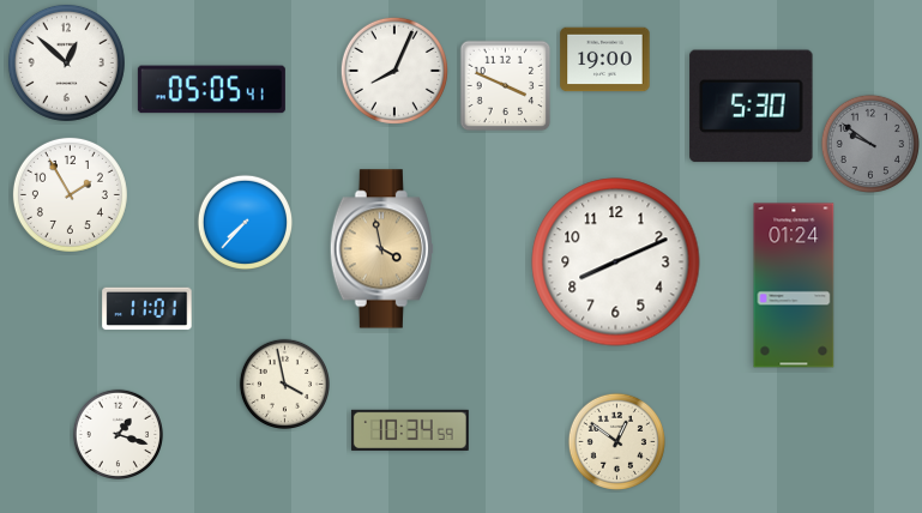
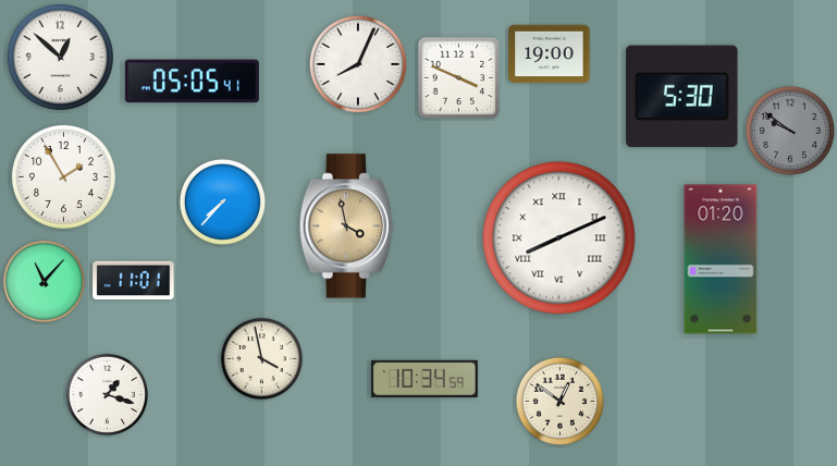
clock at (616, 262) numerals: Arabic -> Roman
clock at (794, 285): 01:24 -> 01:20
clock at (45, 282): none -> 11:07
clock at (285, 385) position: (285, 385) -> (262, 359)
clock at (410, 430) position: (410, 430) -> (424, 379)
